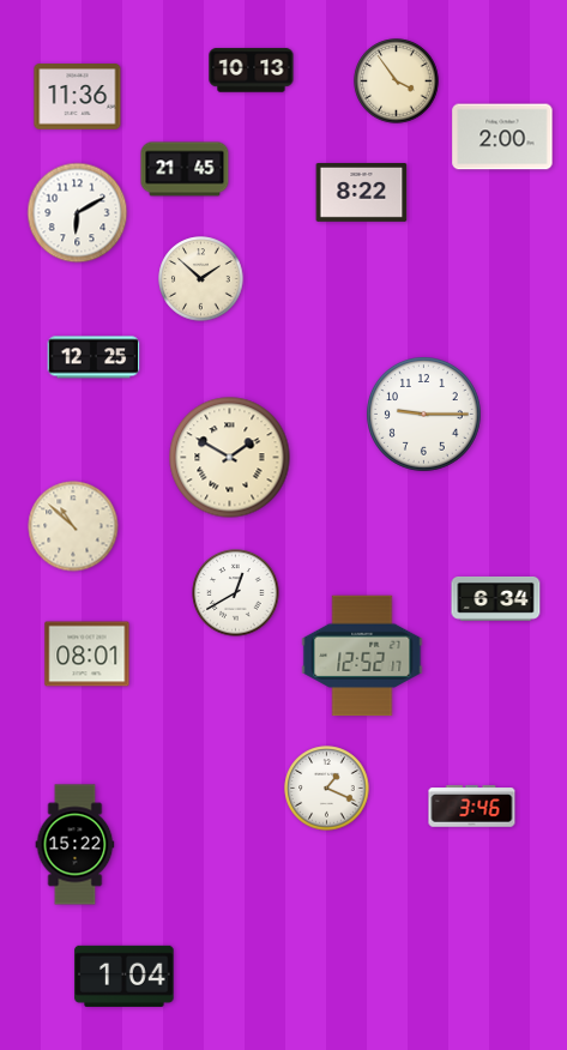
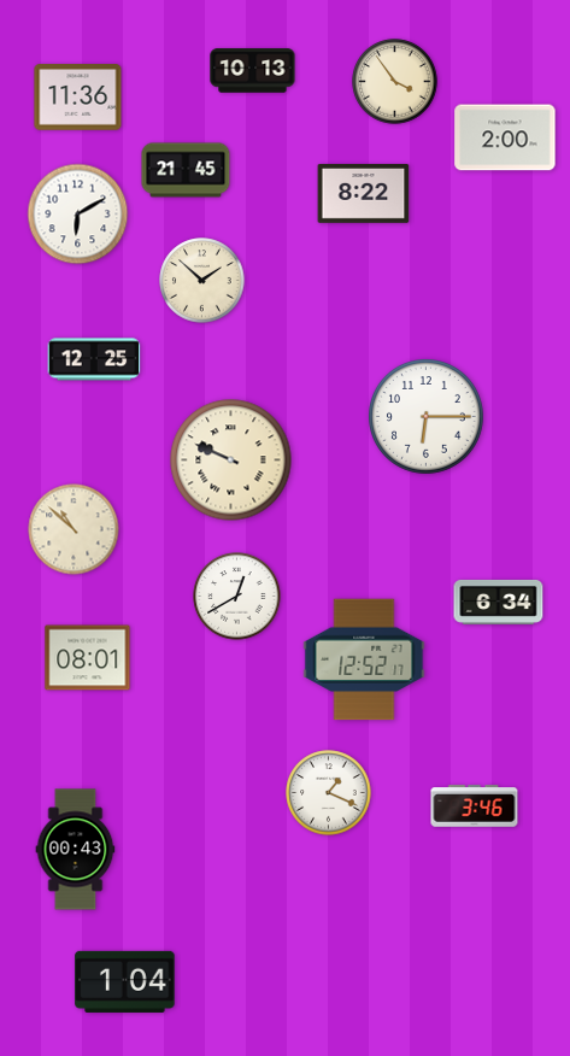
clock at (397, 82) position: (397, 82) -> (395, 82)
clock at (424, 415): 9:15 -> 6:15
clock at (230, 458): 1:50 -> 9:49
clock at (472, 807) position: (472, 807) -> (475, 806)
clock at (76, 845): 15:22 -> 00:43
